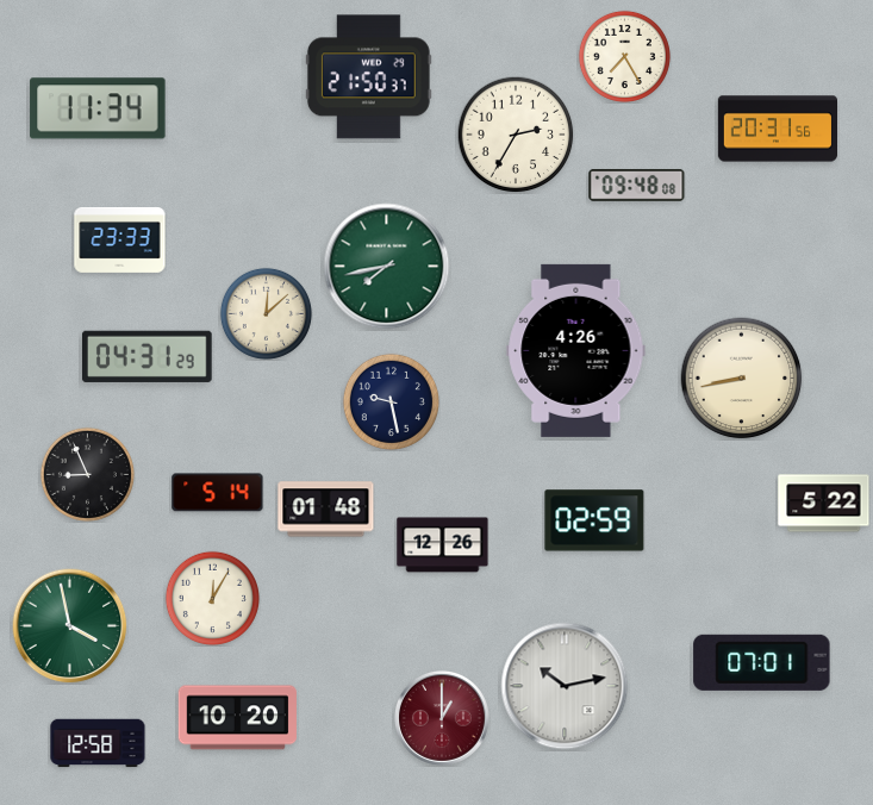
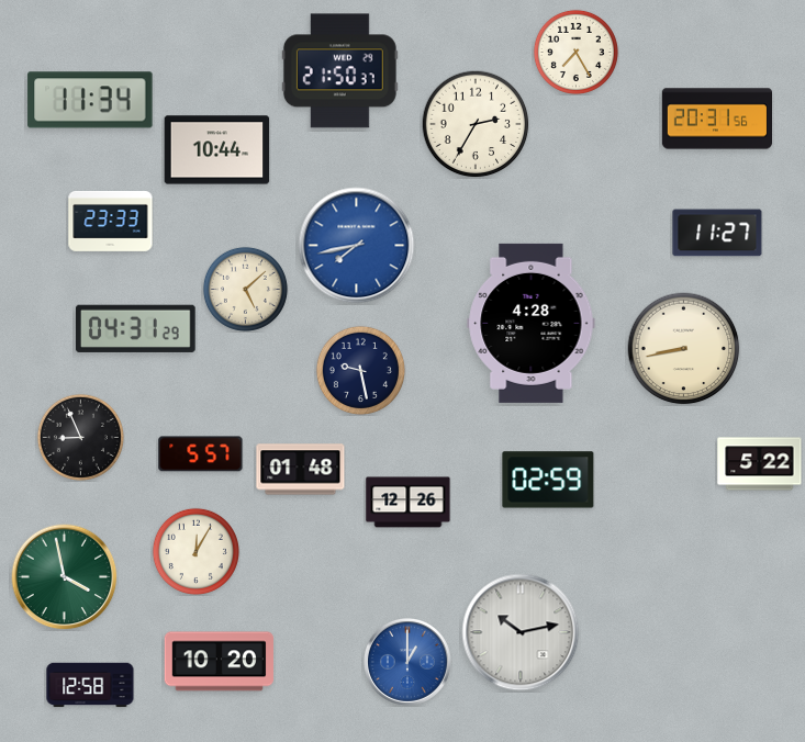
clock at (217, 150): none -> 10:44
clock at (637, 186): 09:48 -> none
clock at (717, 233): none -> 11:27
clock at (387, 267) dial: green -> blue
clock at (266, 313): 12:08 -> 5:08
clock at (576, 350): 4:26 -> 4:28
clock at (218, 493): 5:14 -> 5:57
clock at (762, 662): 07:01 -> none
clock at (442, 718) dial: burgundy -> blue
